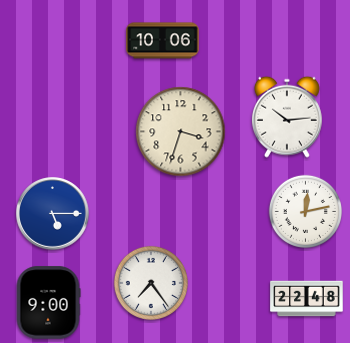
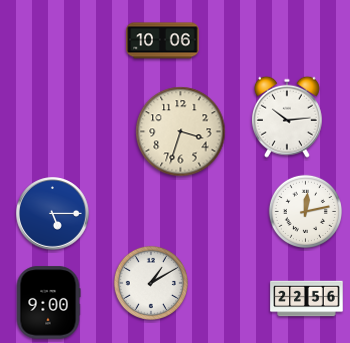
clock at (151, 283): 7:24 -> 1:10
clock at (307, 299): 22:48 -> 22:56
